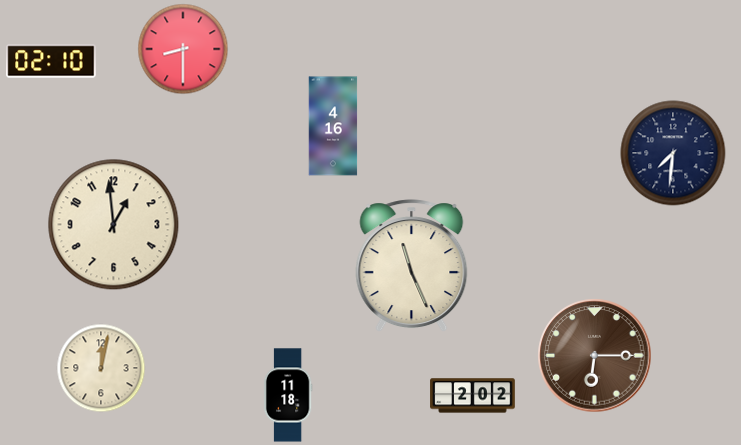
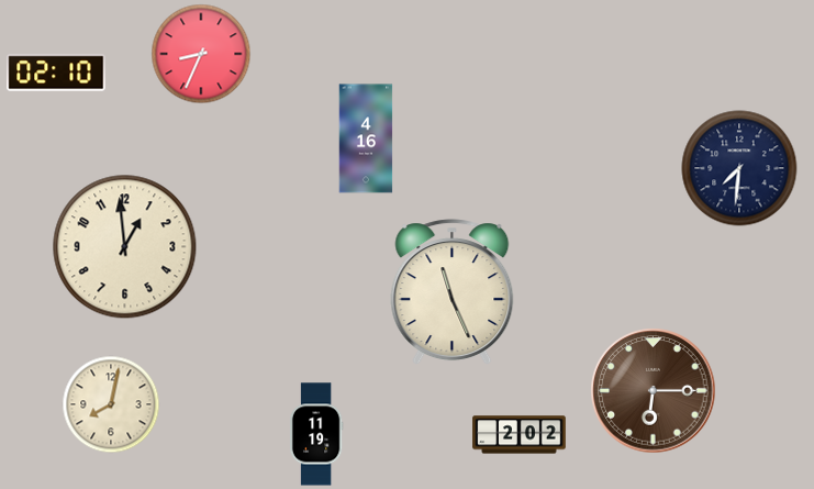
clock at (183, 49): 8:30 -> 8:34
clock at (51, 61) position: (51, 61) -> (56, 73)
clock at (101, 368): 12:02 -> 8:02
clock at (288, 395): 11:18 -> 11:19
